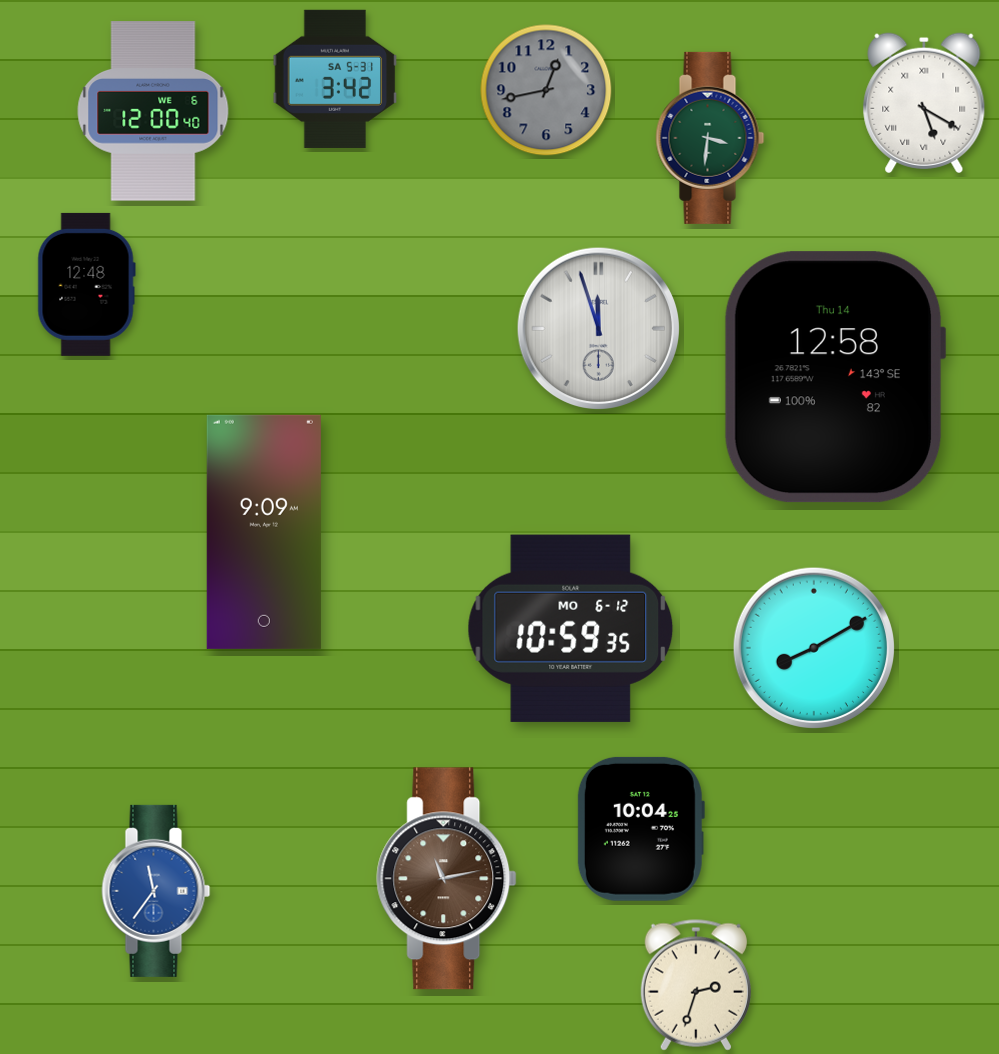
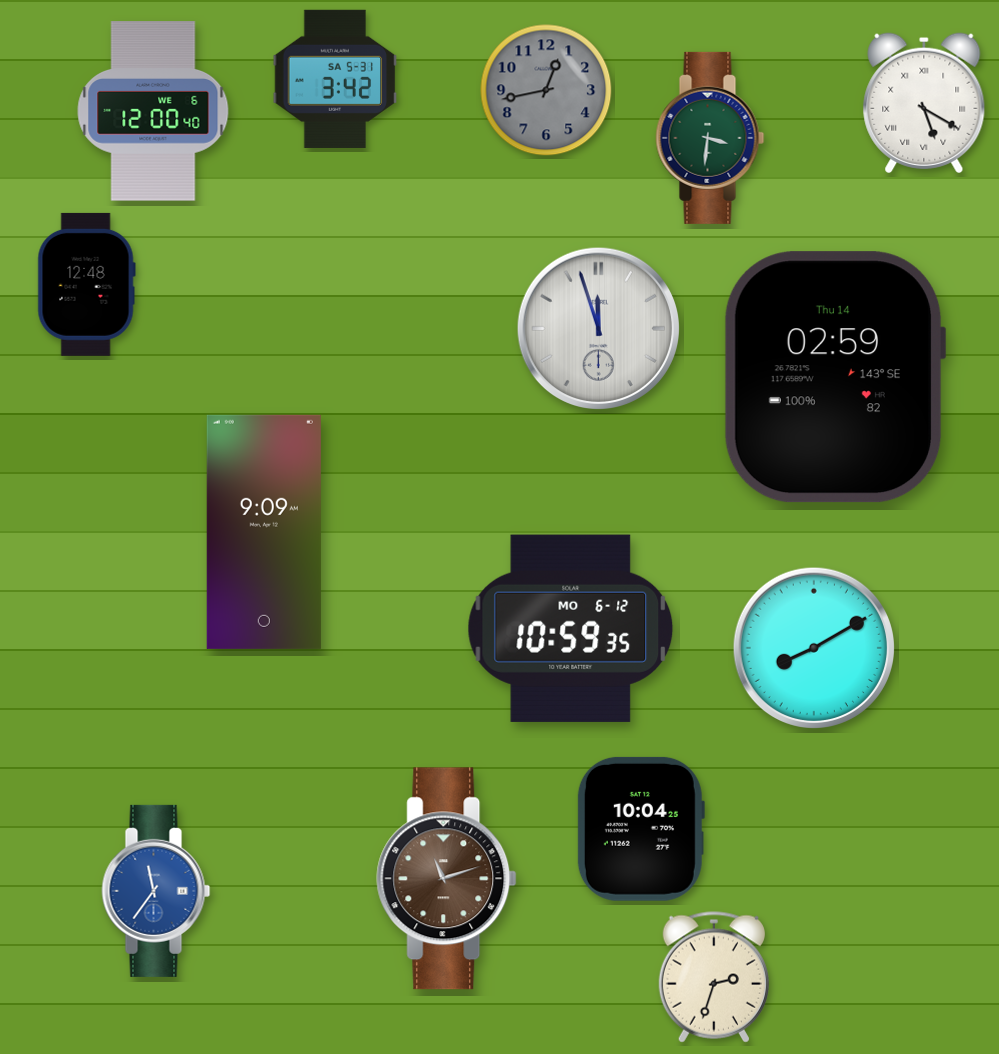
clock at (835, 377): 12:58 -> 02:59
clock at (447, 879): 11:13 -> 11:12
clock at (696, 985) position: (696, 985) -> (714, 977)
